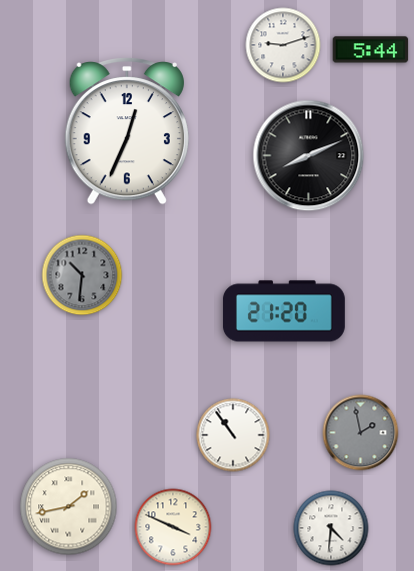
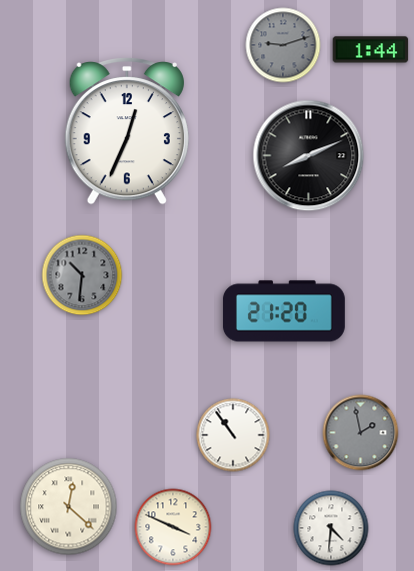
clock at (283, 45) dial: white -> grey
clock at (371, 50): 5:44 -> 1:44
clock at (69, 507): 1:43 -> 12:22
